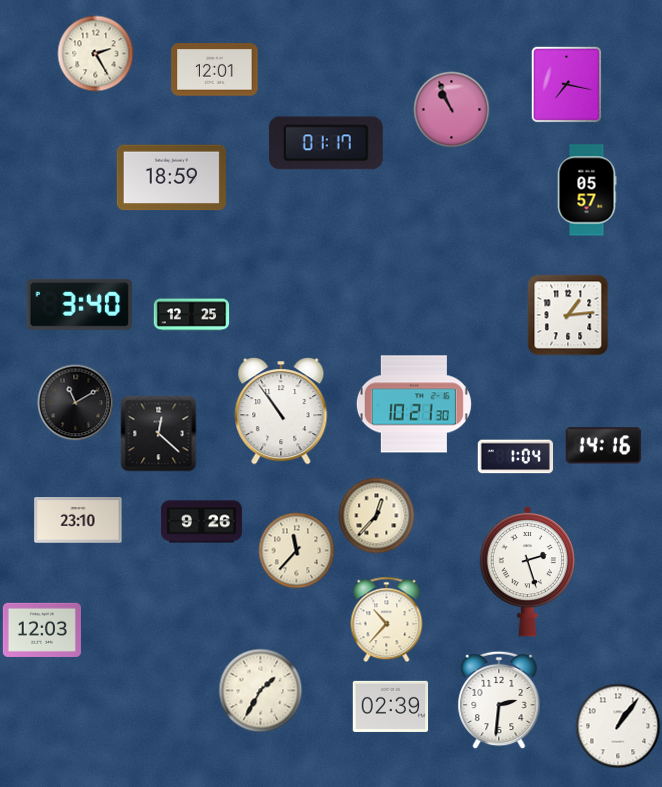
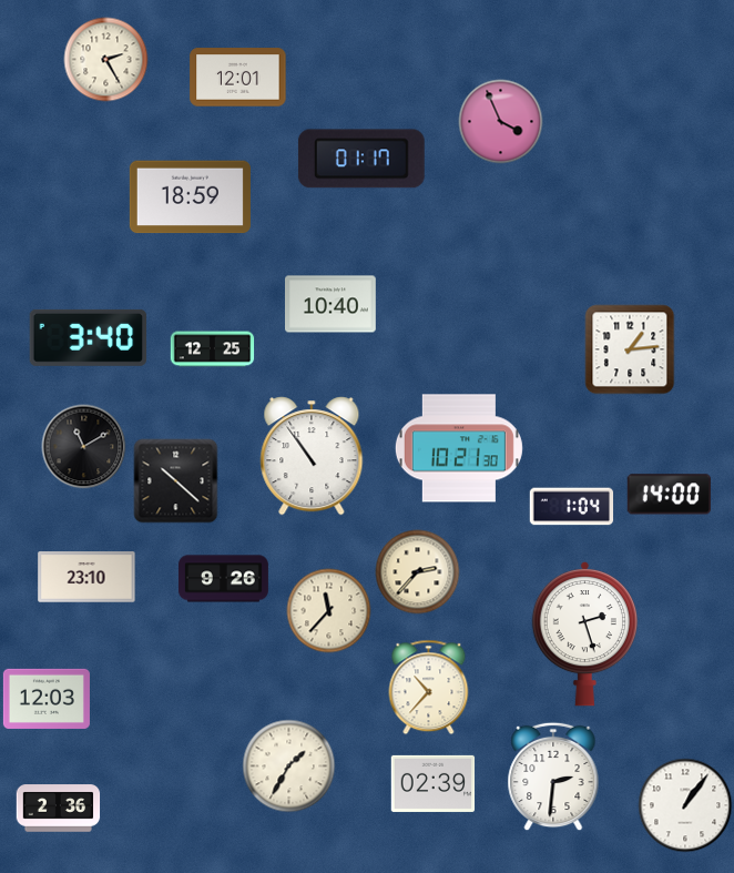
clock at (567, 85): 7:17 -> none
clock at (452, 110): 10:56 -> 3:56
clock at (587, 190): 05:57 -> none
clock at (332, 304): none -> 10:40
clock at (159, 434): 12:22 -> 10:22
clock at (603, 446): 14:16 -> 14:00
clock at (377, 516): 12:37 -> 2:37
clock at (59, 809): none -> 2:36
